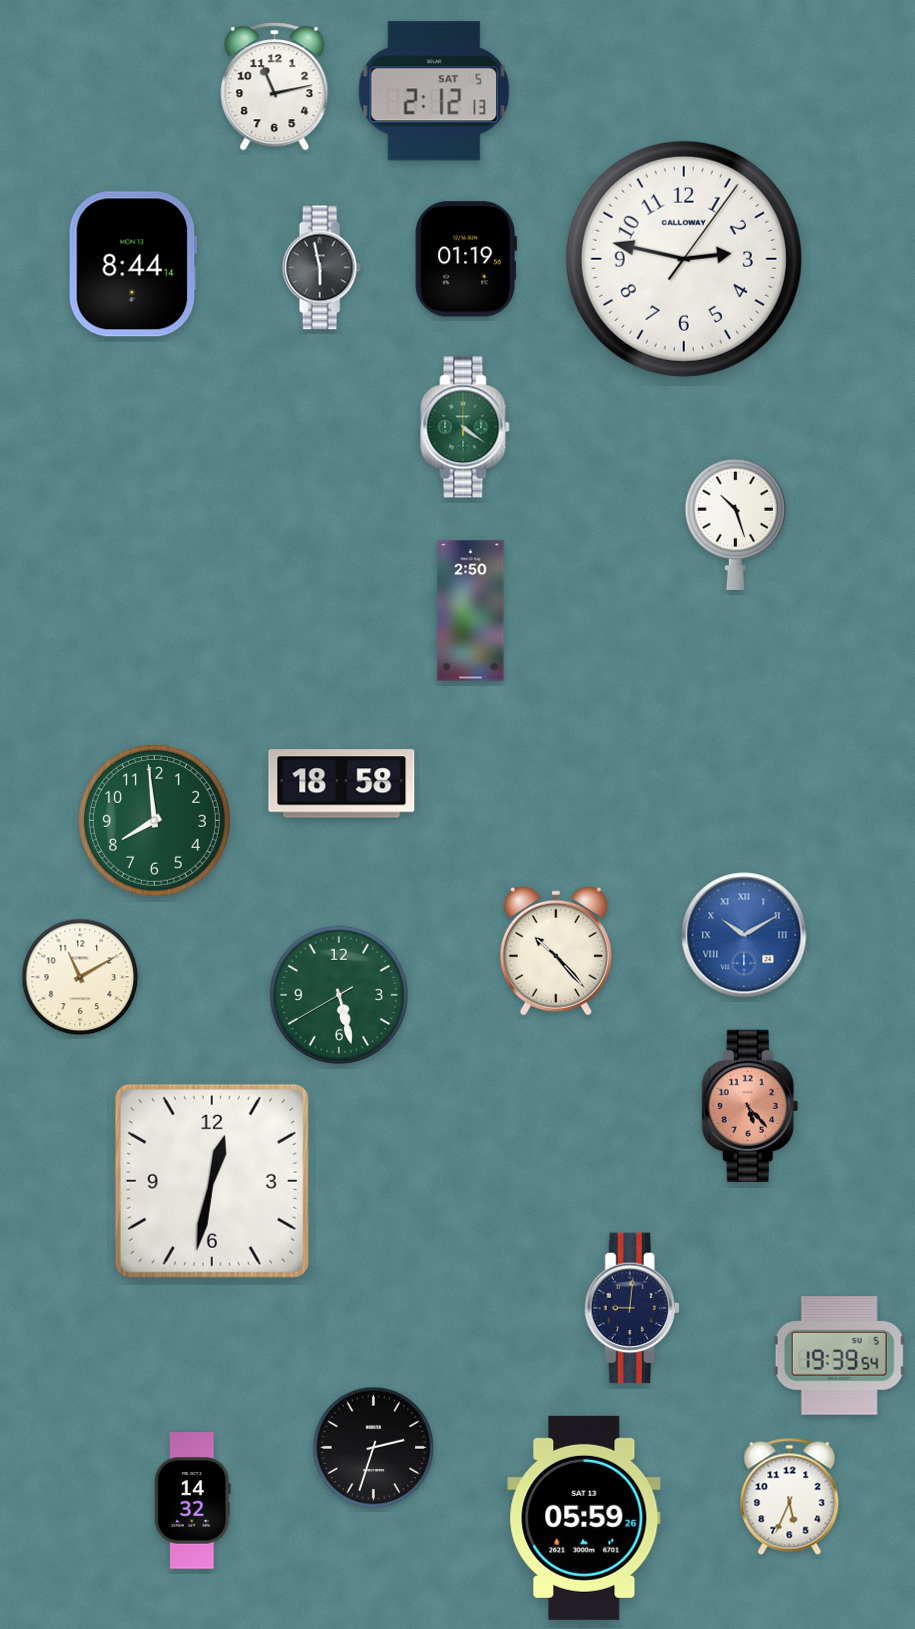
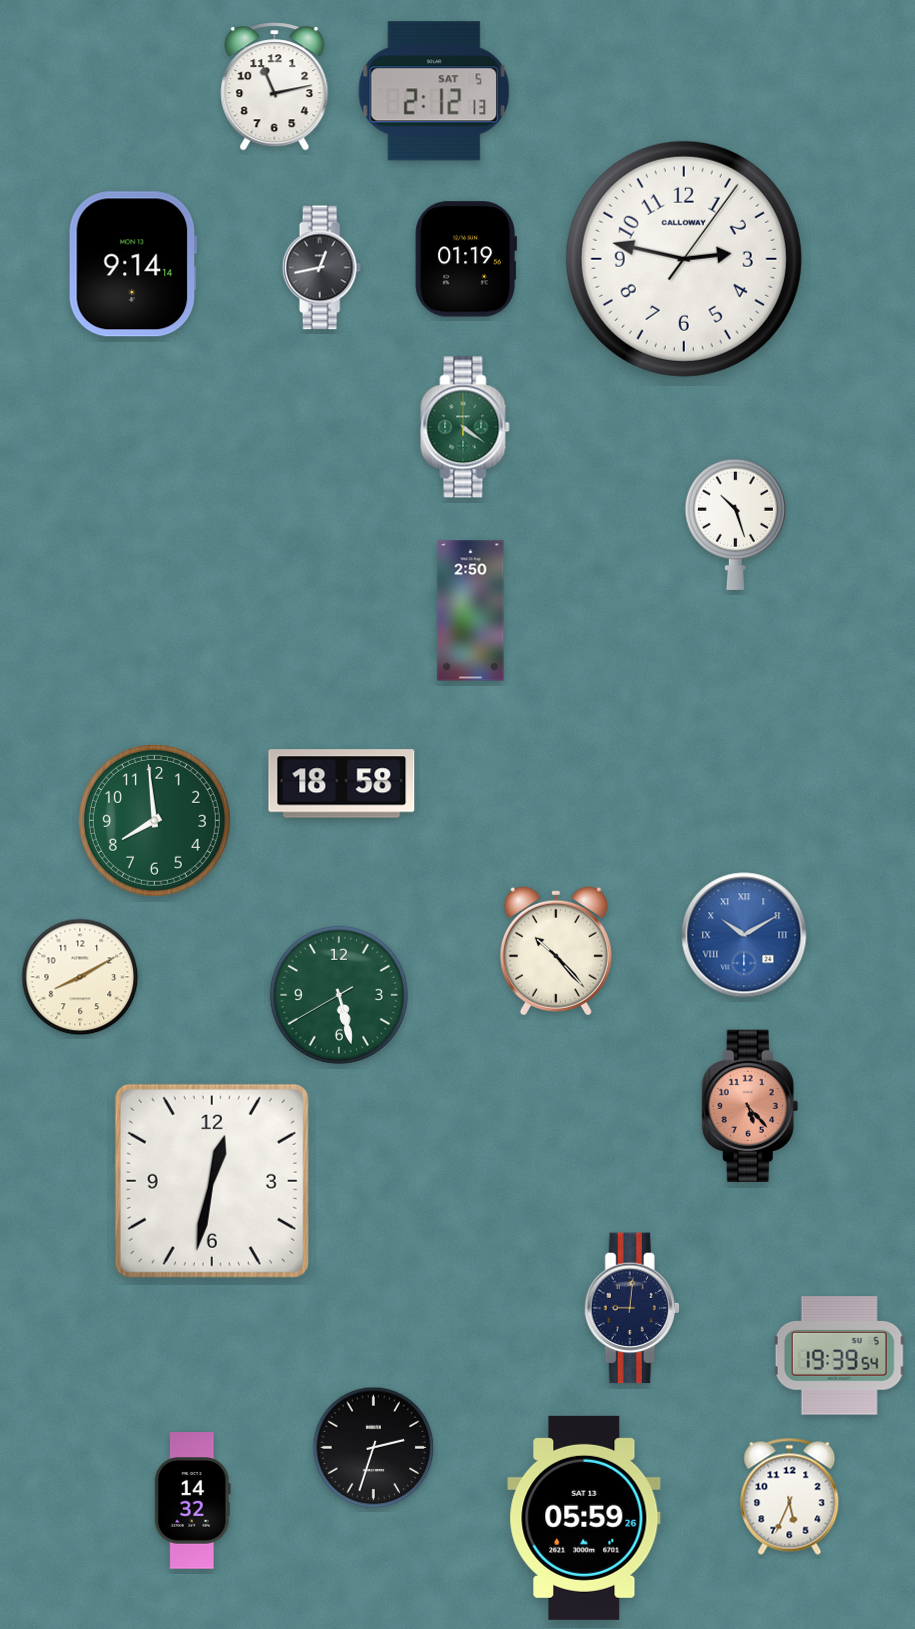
clock at (133, 264): 8:44 -> 9:14
clock at (321, 268): 5:58 -> 12:43
clock at (80, 977): 11:10 -> 8:10
